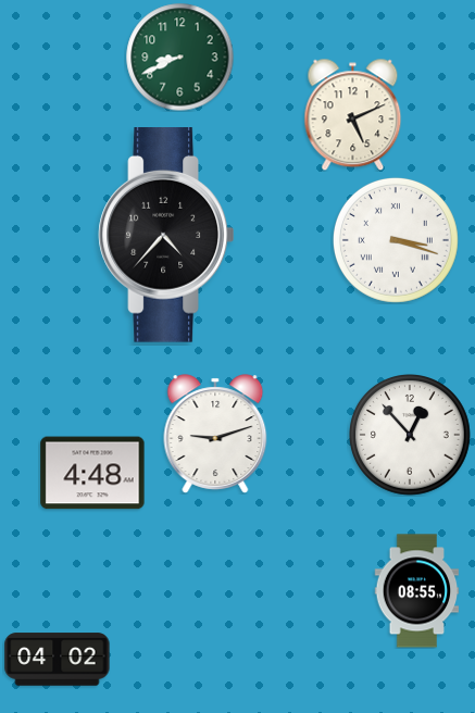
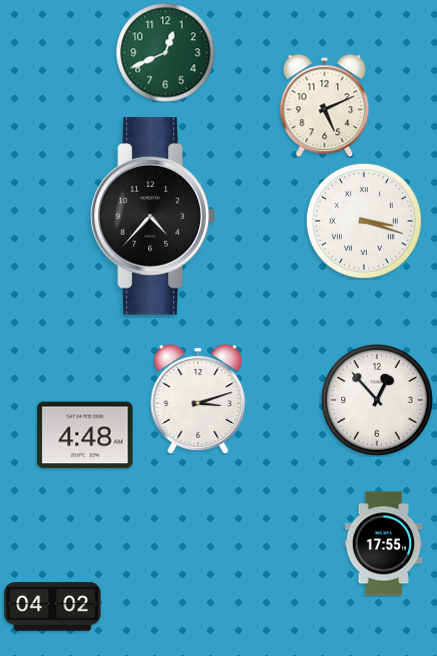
clock at (180, 58): 8:41 -> 12:41
clock at (215, 434): 9:12 -> 3:12
clock at (417, 591): 08:55 -> 17:55
